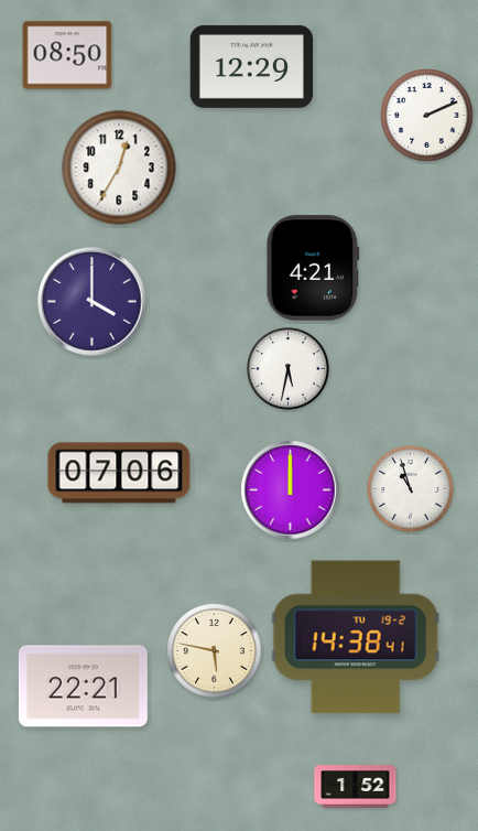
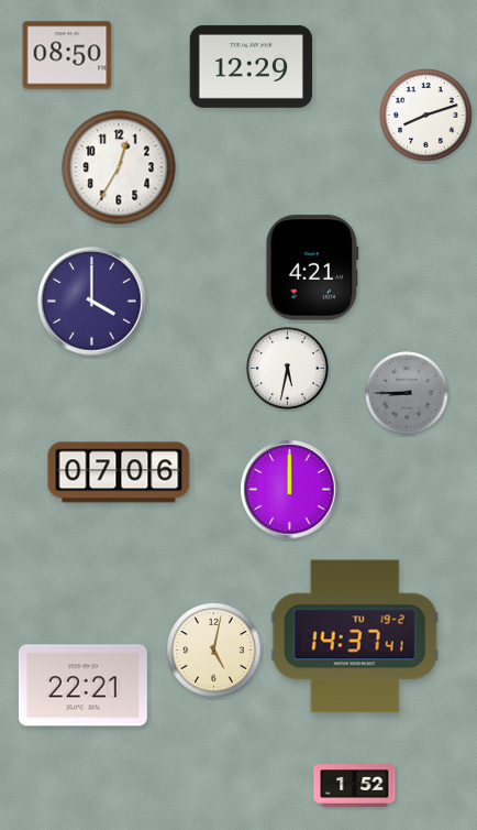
clock at (427, 116): 2:11 -> 8:12
clock at (407, 393): none -> 8:45
clock at (411, 489): 10:57 -> none
clock at (356, 637): 14:38 -> 14:37
clock at (215, 651): 5:47 -> 5:02
